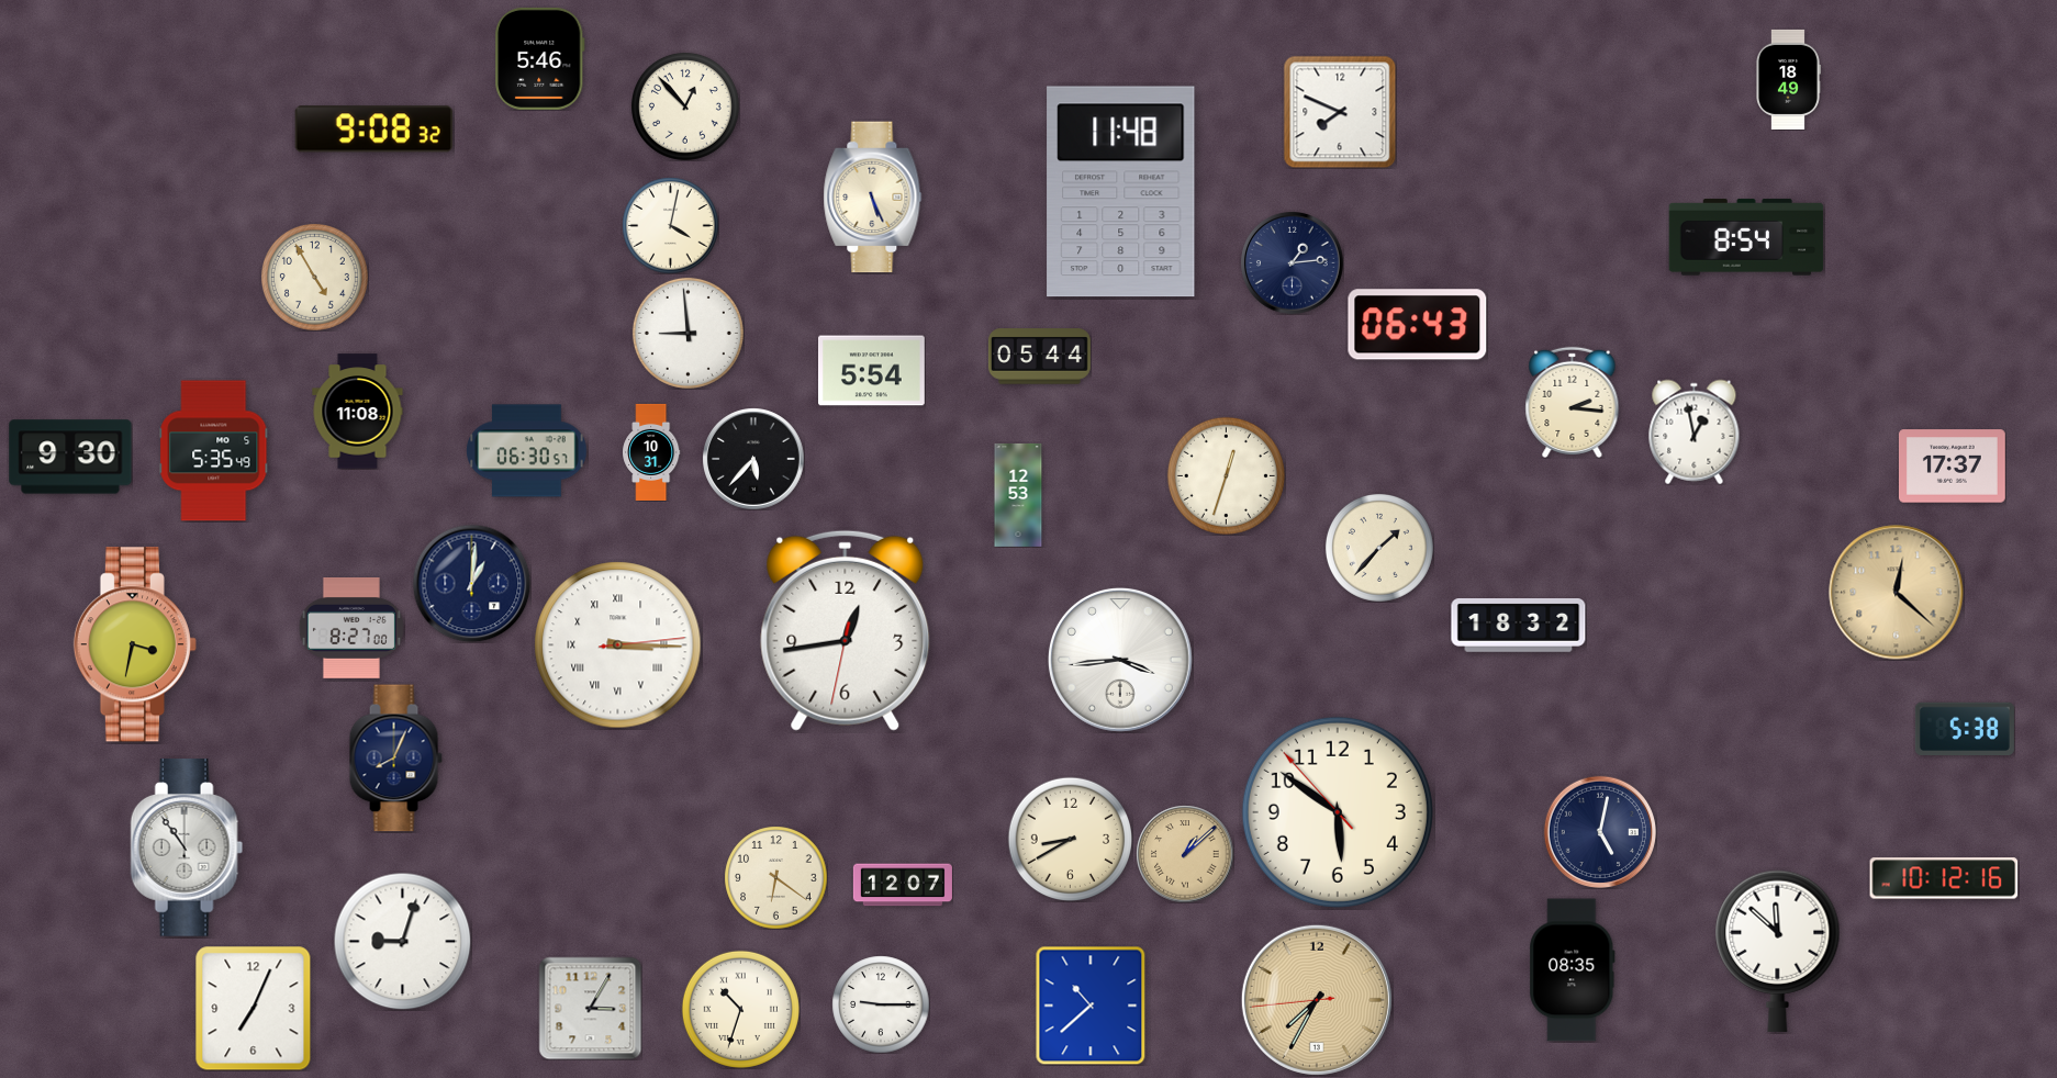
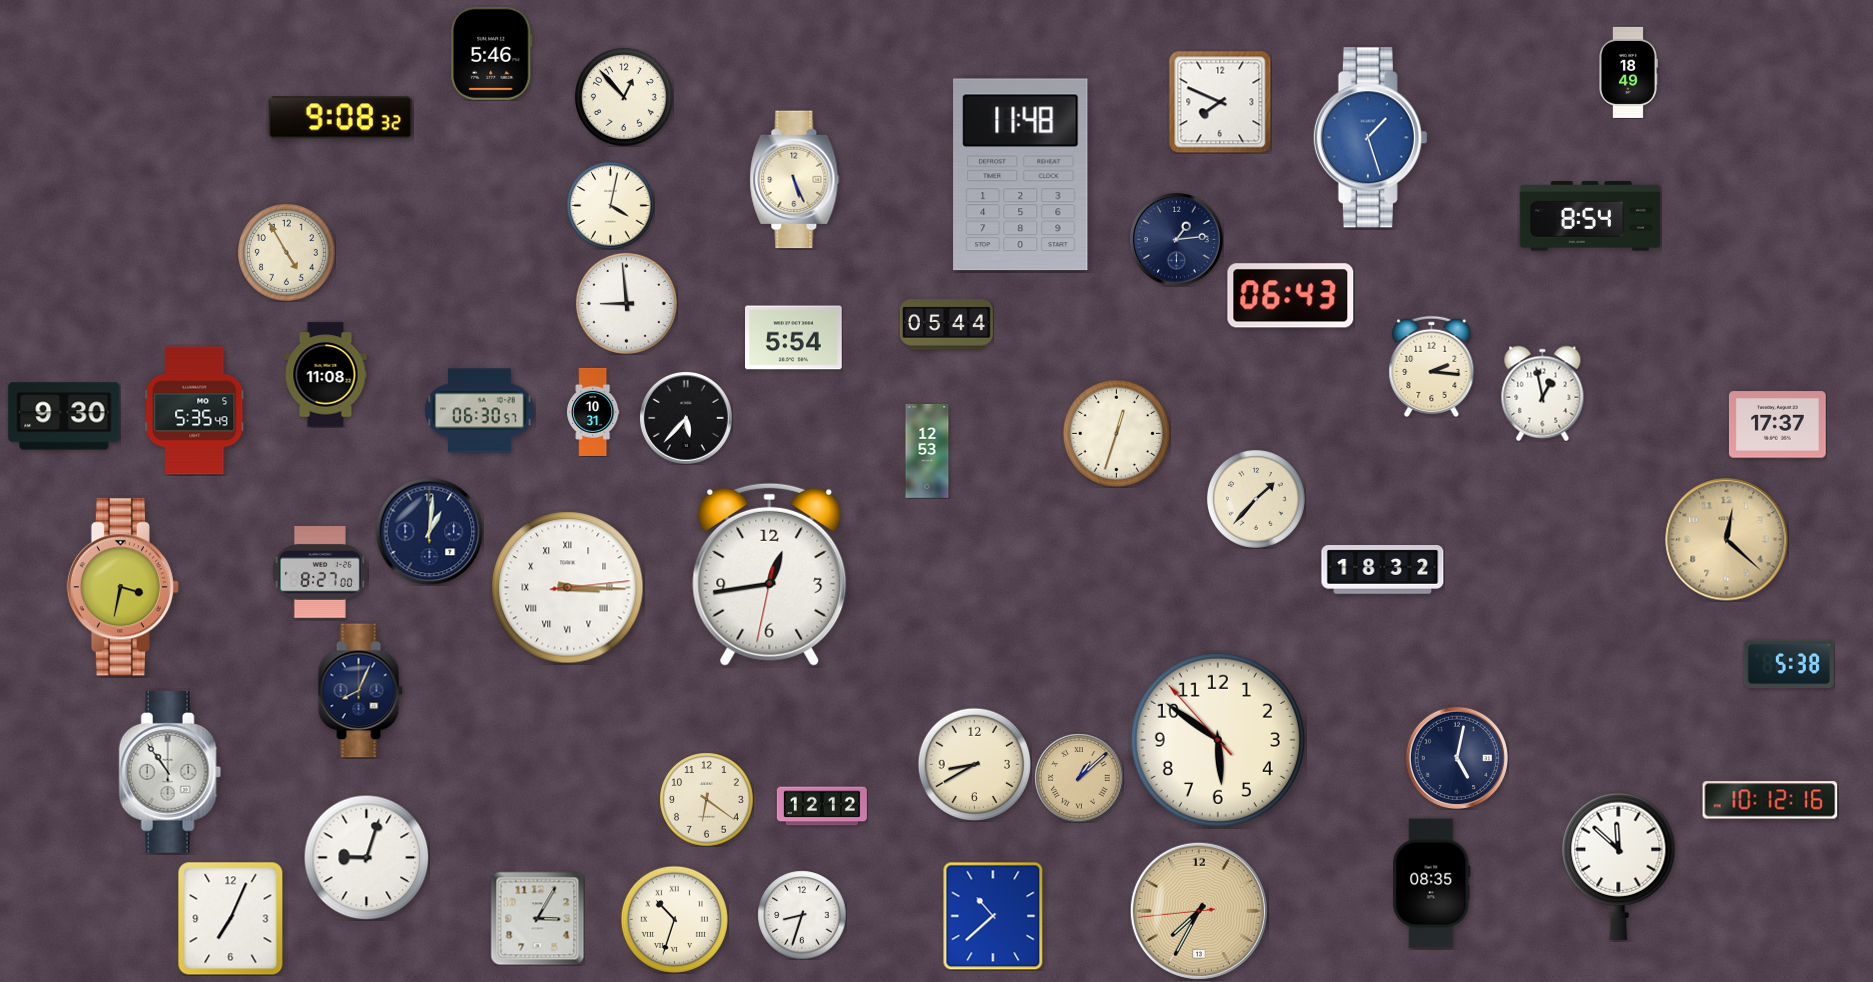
clock at (1370, 138): none -> 1:27
clock at (618, 645) position: (618, 645) -> (568, 588)
clock at (1120, 660): 3:44 -> none
clock at (903, 885): 12:07 -> 12:12
clock at (881, 1004): 9:15 -> 8:33
